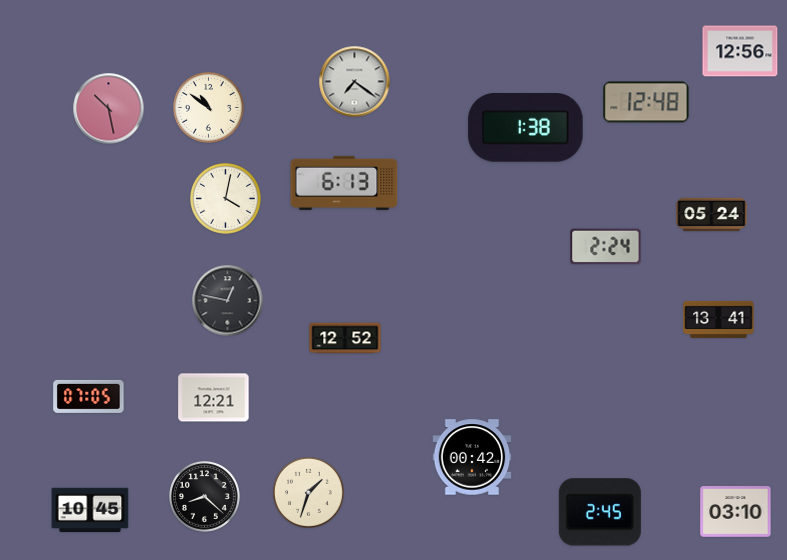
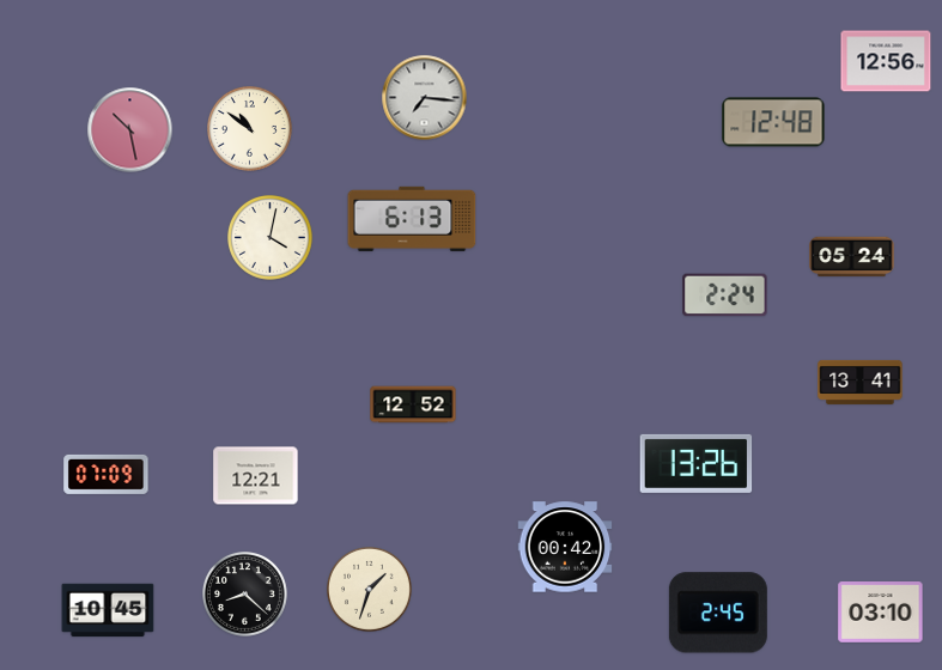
clock at (355, 82): 7:21 -> 7:16
clock at (526, 128): 1:38 -> none
clock at (228, 301): 12:47 -> none
clock at (697, 463): none -> 13:26
clock at (89, 396): 07:05 -> 07:09
